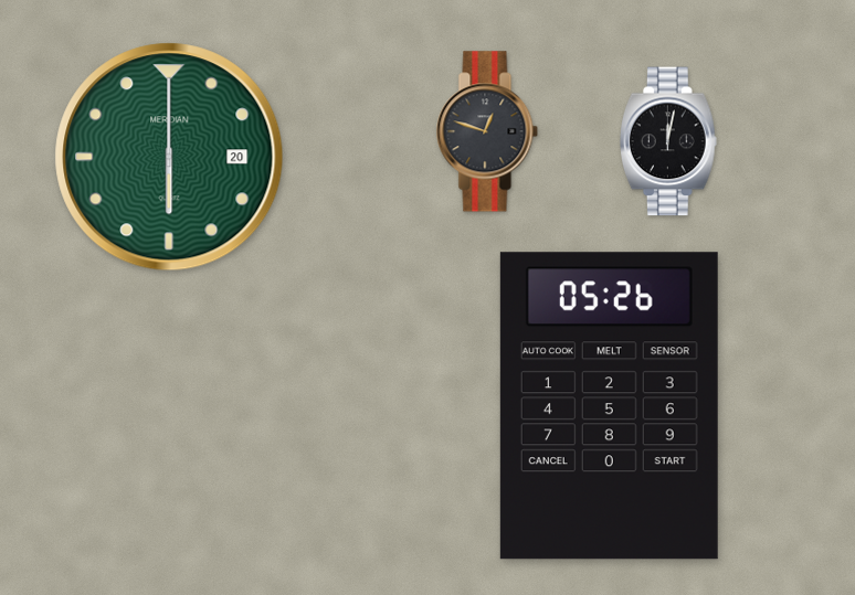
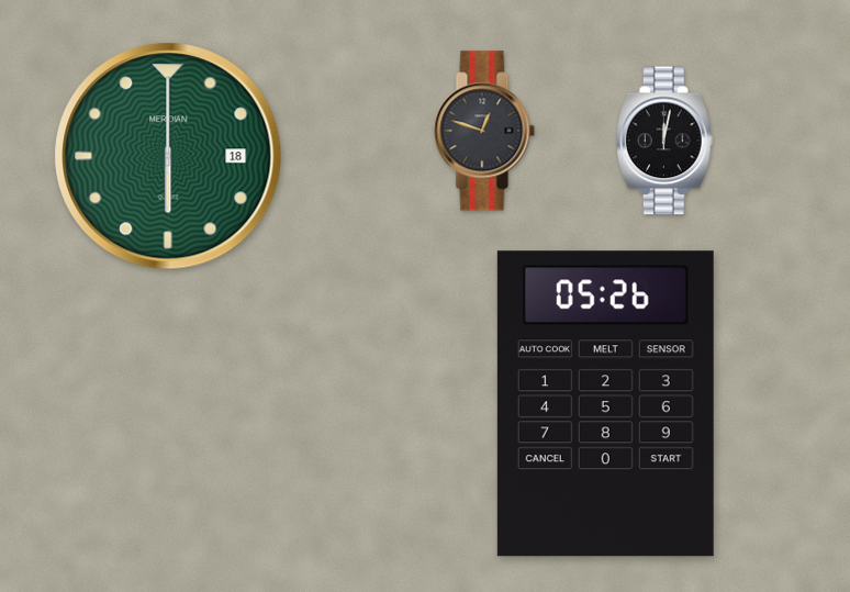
clock at (169, 157) date: 20 -> 18
